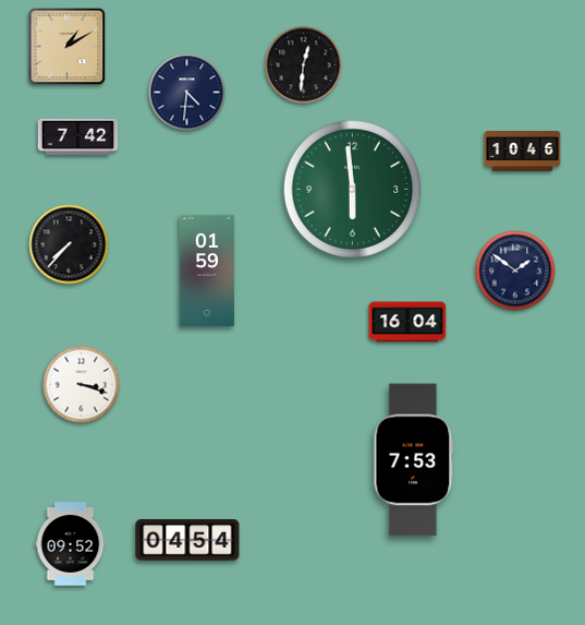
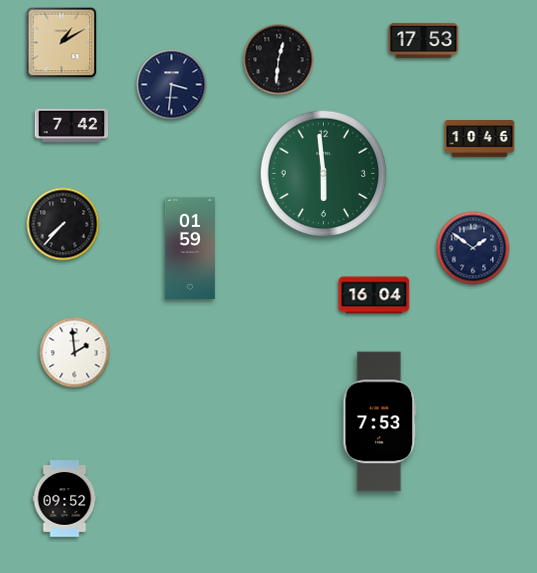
clock at (424, 40): none -> 17:53
clock at (187, 93): 4:31 -> 3:31
clock at (82, 385): 3:18 -> 1:59
clock at (187, 541): 04:54 -> none
